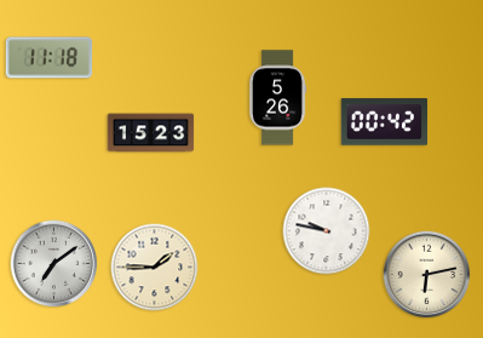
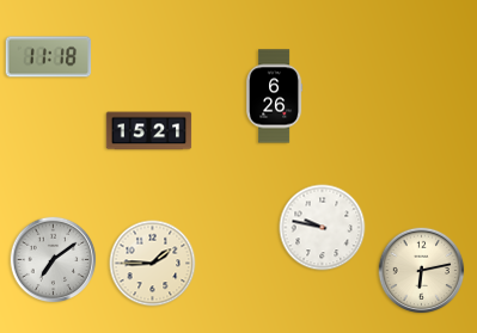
clock at (278, 98): 5:26 -> 6:26
clock at (385, 122): 00:42 -> none
clock at (151, 133): 15:23 -> 15:21
